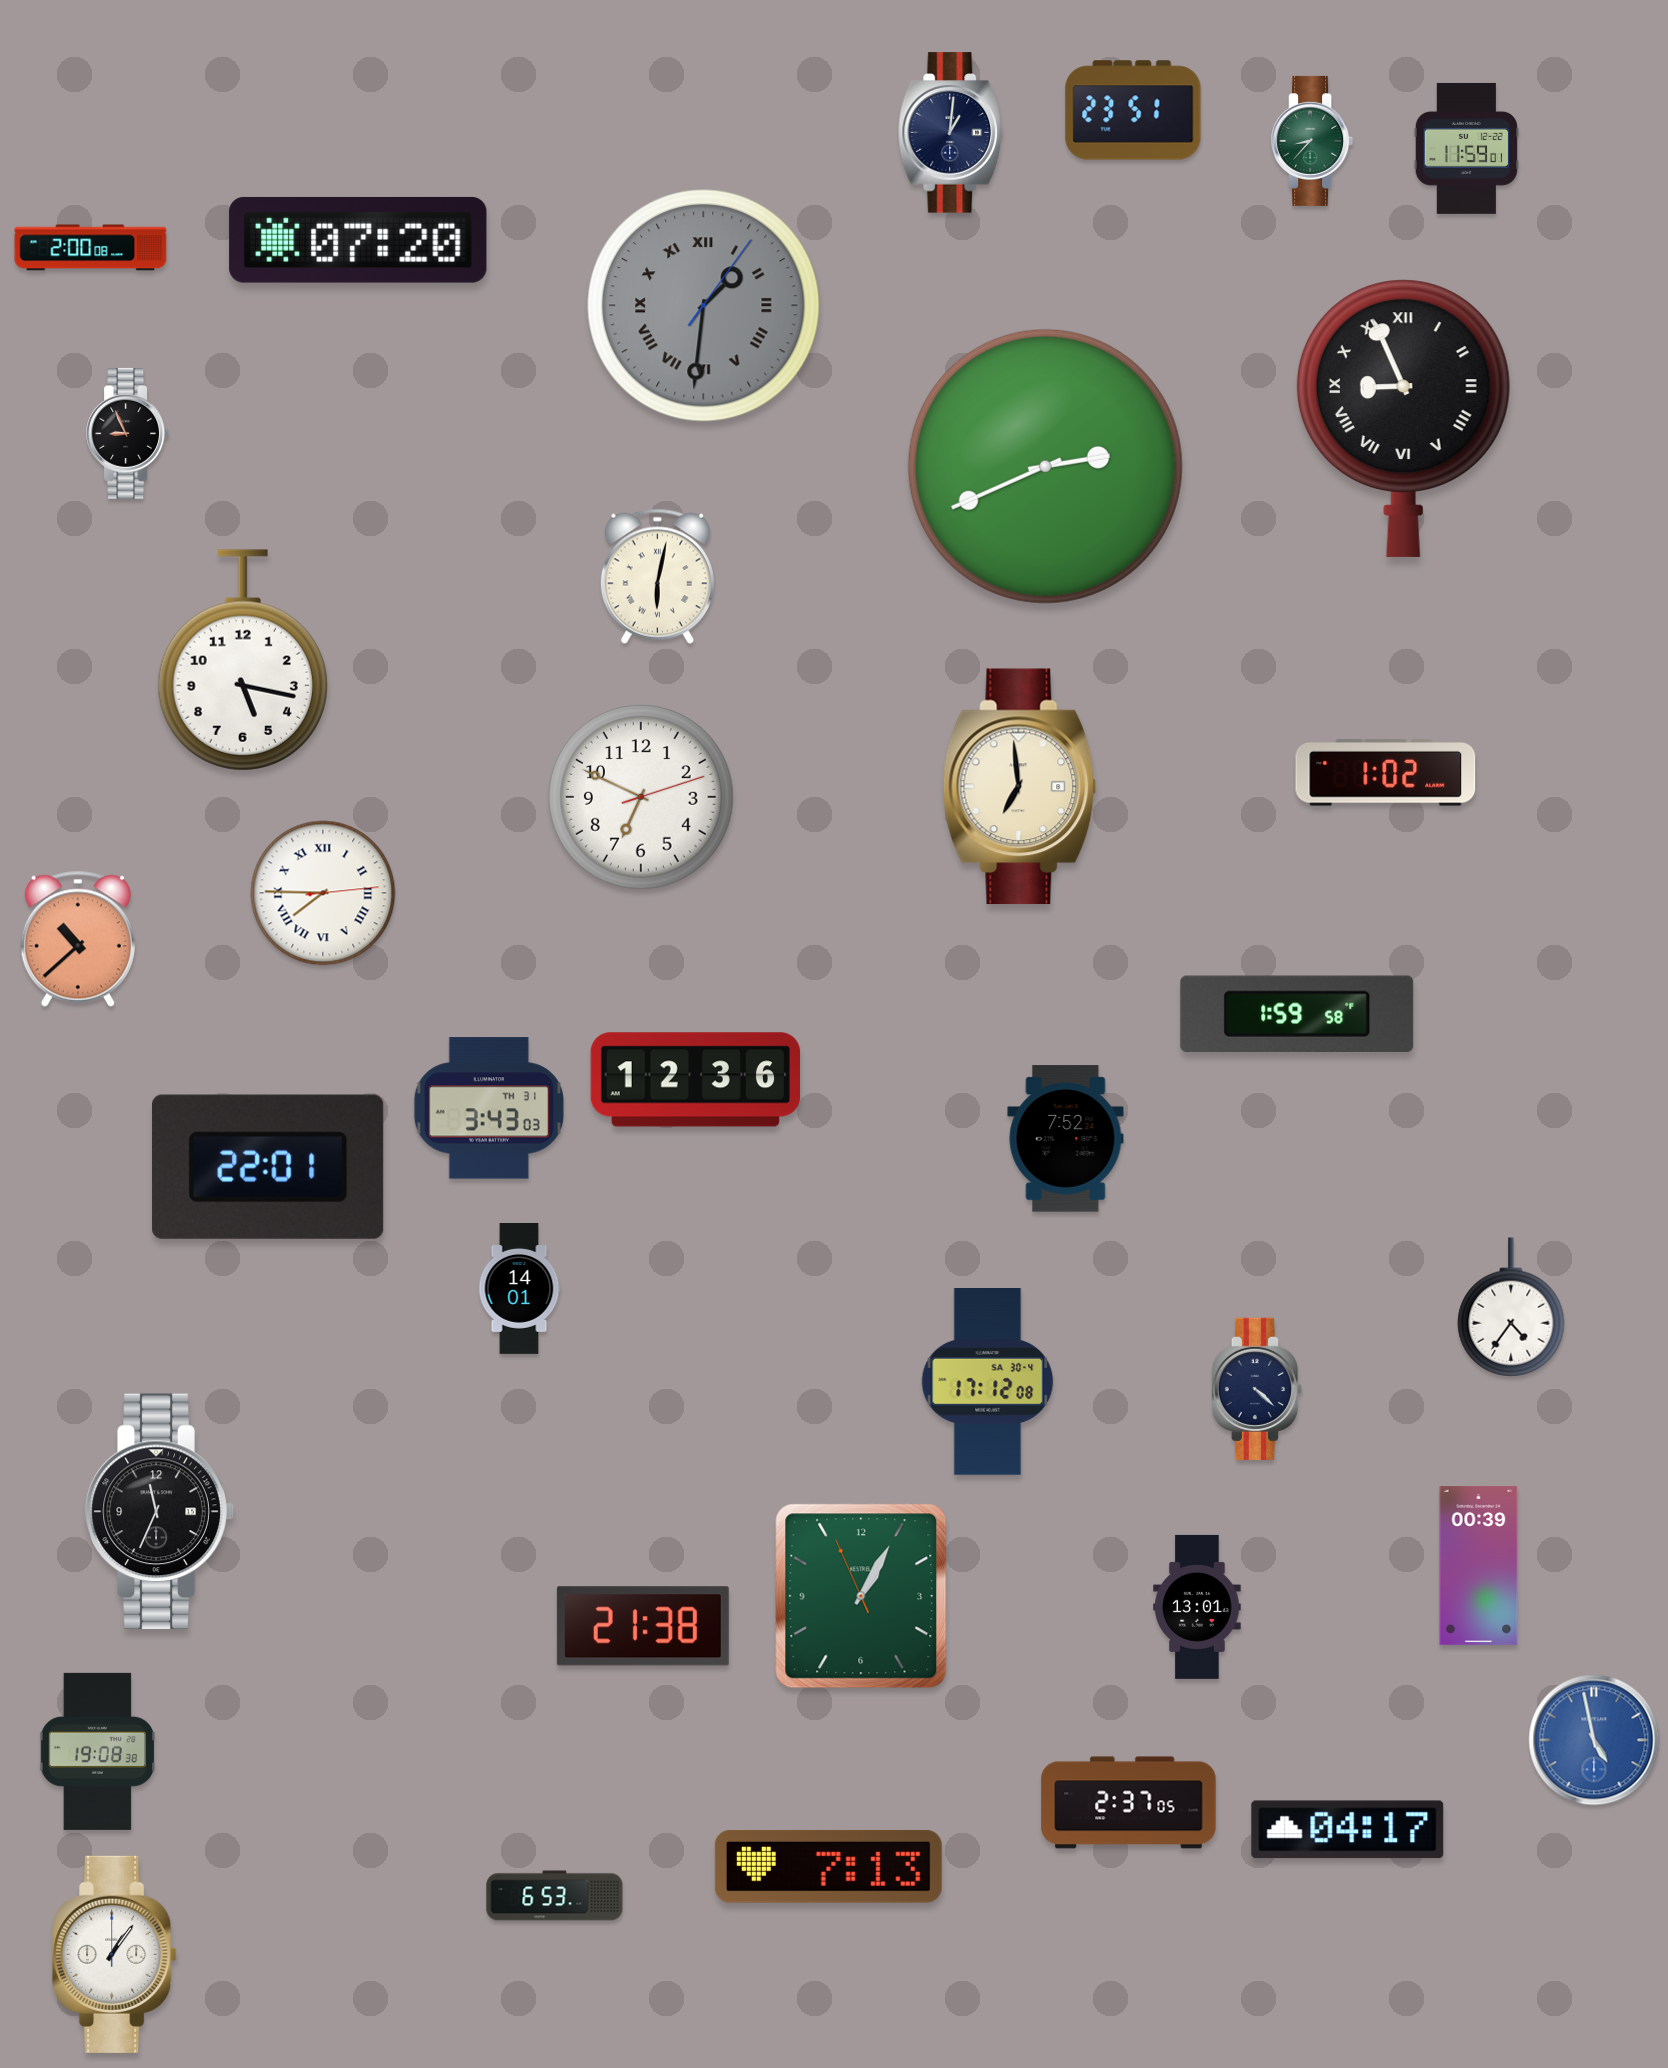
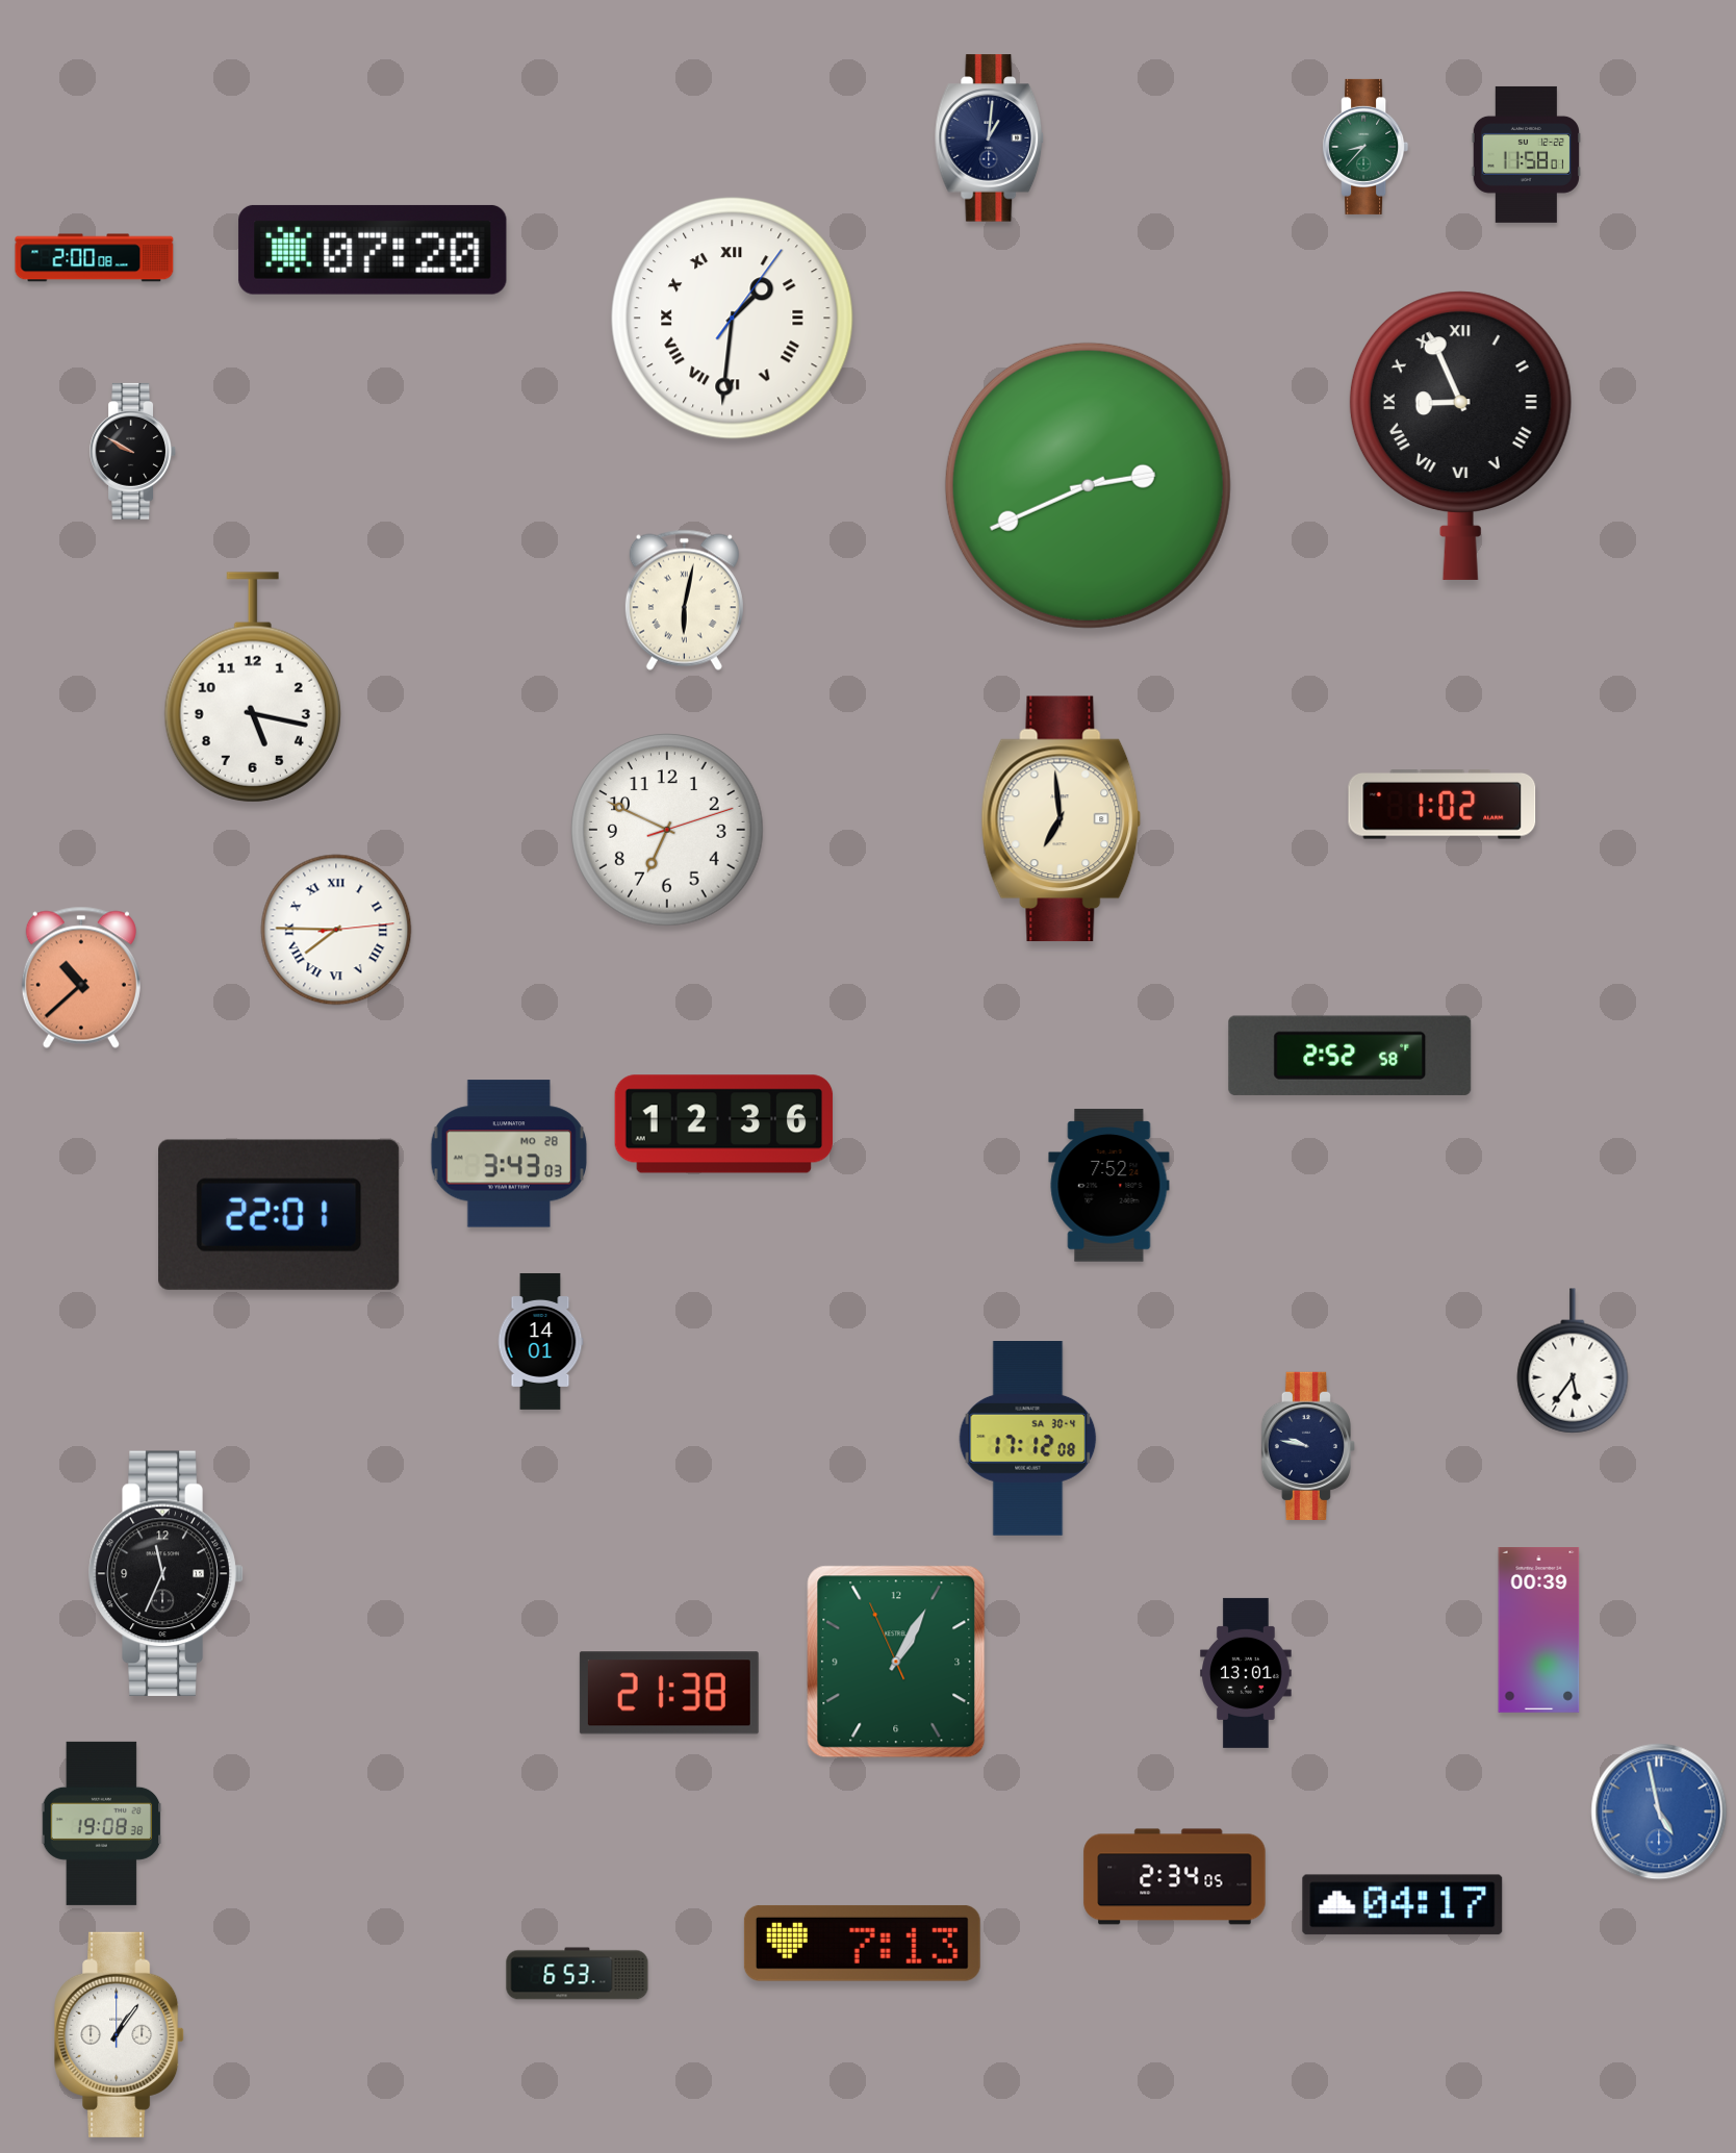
clock at (1133, 110): 23:51 -> none
clock at (1466, 148): 11:59 -> 11:58
clock at (704, 306) dial: grey -> white
clock at (128, 433): 8:56 -> 9:50
clock at (1297, 1014): 1:59 -> 2:52
clock at (489, 1108) date: TH 31 -> MO 28
clock at (1511, 1307): 4:36 -> 5:36
clock at (1257, 1389): 4:22 -> 9:47
clock at (1129, 1803): 2:37 -> 2:34
